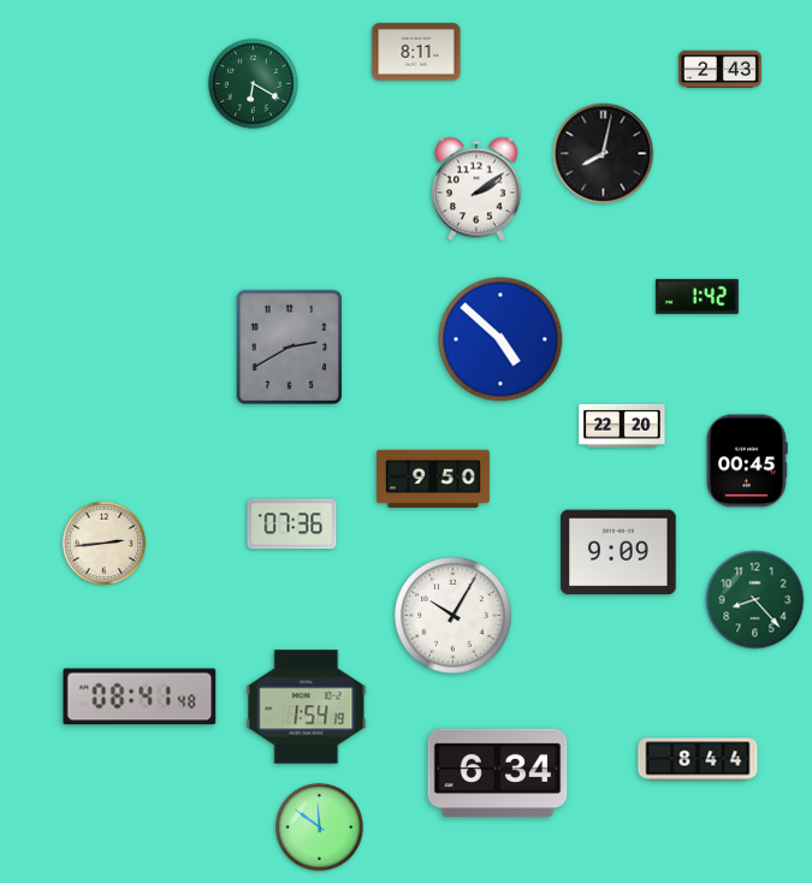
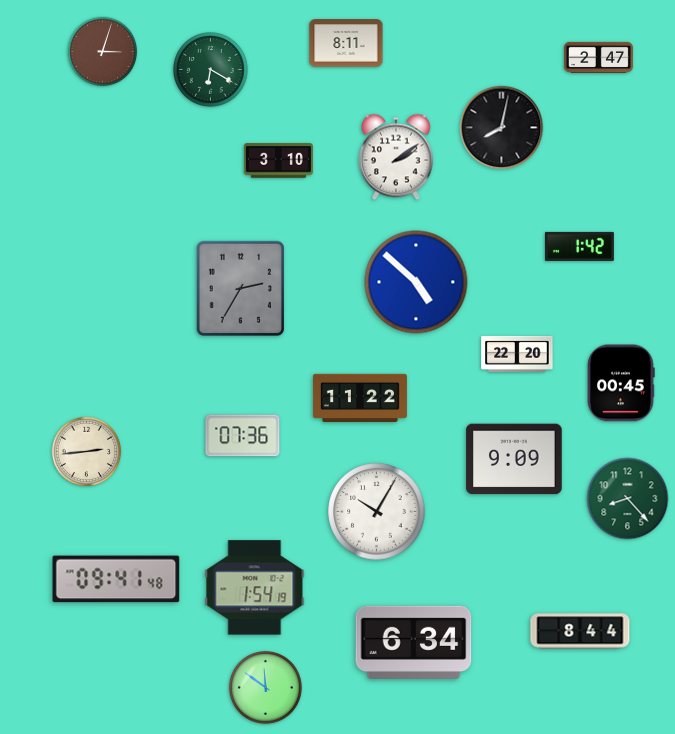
clock at (103, 52): none -> 3:03
clock at (719, 69): 2:43 -> 2:47
clock at (278, 161): none -> 3:10
clock at (289, 346): 2:40 -> 2:35
clock at (433, 478): 9:50 -> 11:22
clock at (140, 697): 08:41 -> 09:41
